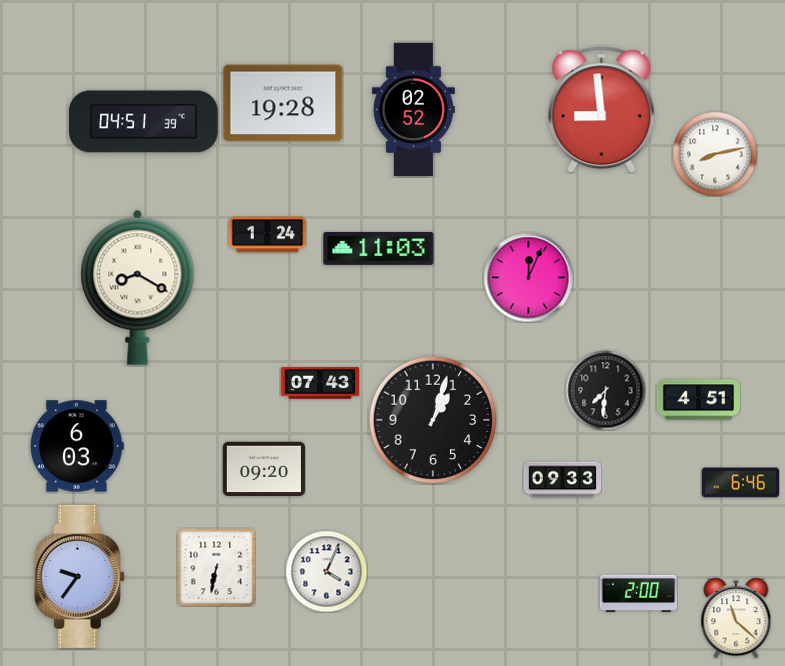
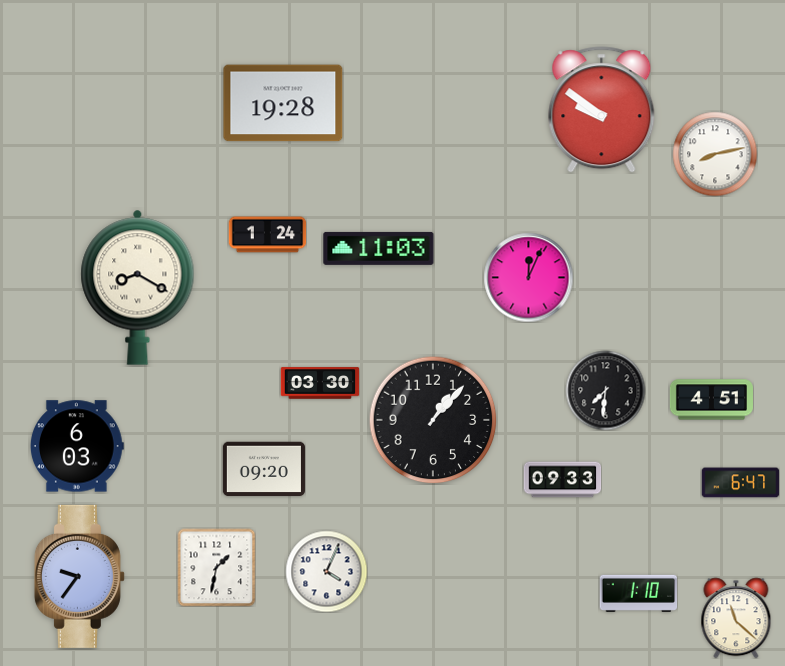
clock at (413, 110): 02:52 -> none
clock at (602, 110): 8:59 -> 9:51
clock at (144, 122): 04:51 -> none
clock at (320, 383): 07:43 -> 03:30
clock at (698, 400) position: (698, 400) -> (711, 400)
clock at (433, 420): 1:03 -> 1:07
clock at (740, 483): 6:46 -> 6:47
clock at (216, 567): 6:32 -> 1:32
clock at (638, 593): 2:00 -> 1:10
